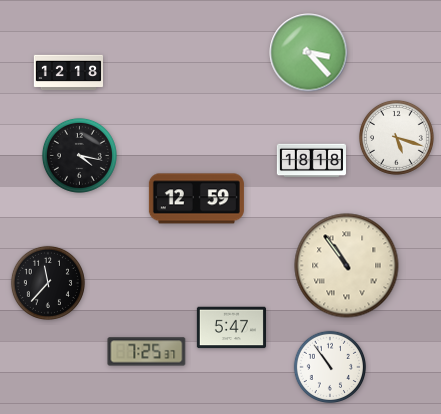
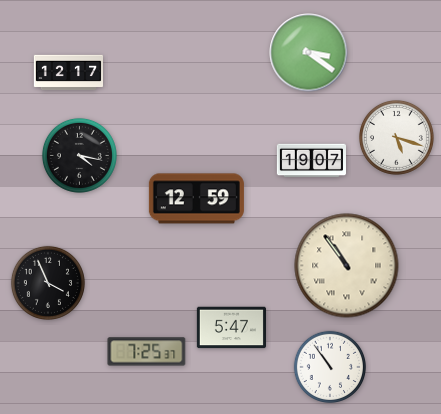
clock at (309, 53): 3:23 -> 3:21
clock at (68, 73): 12:18 -> 12:17
clock at (311, 161): 18:18 -> 19:07
clock at (48, 283): 11:37 -> 3:56
